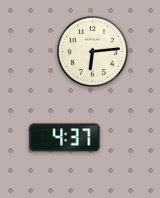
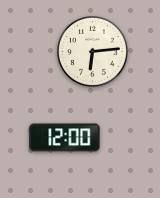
clock at (65, 138): 4:37 -> 12:00
